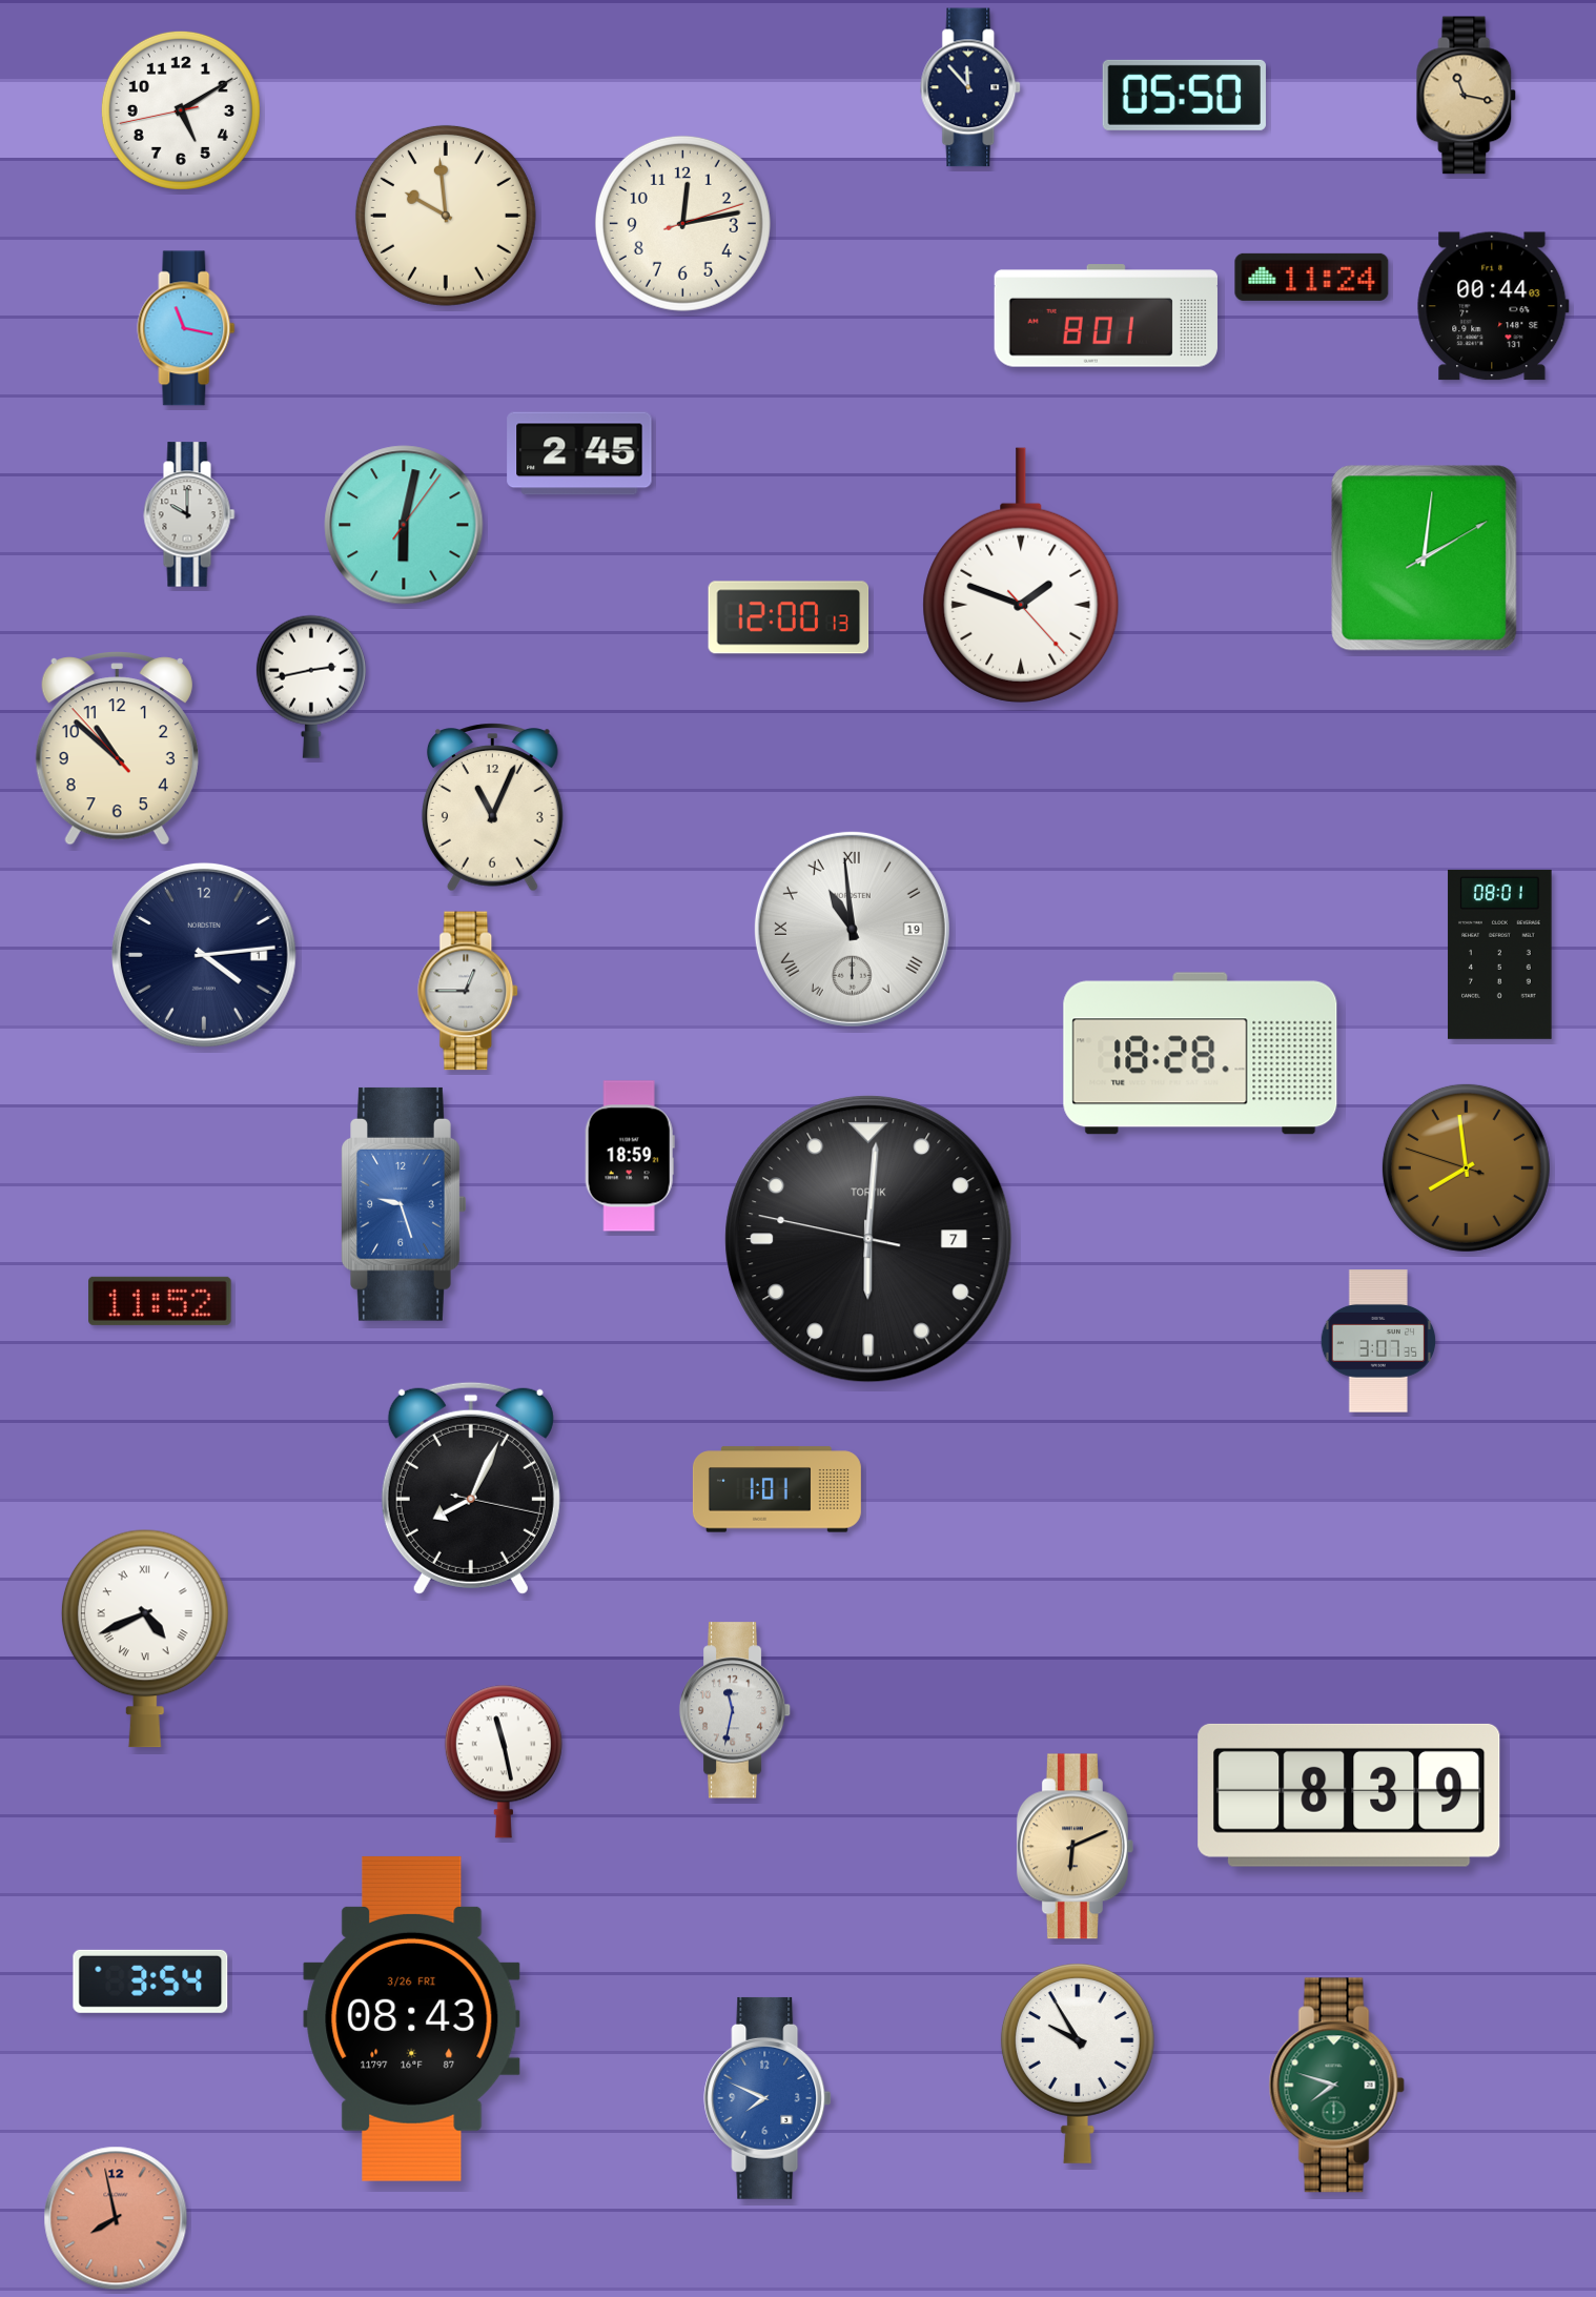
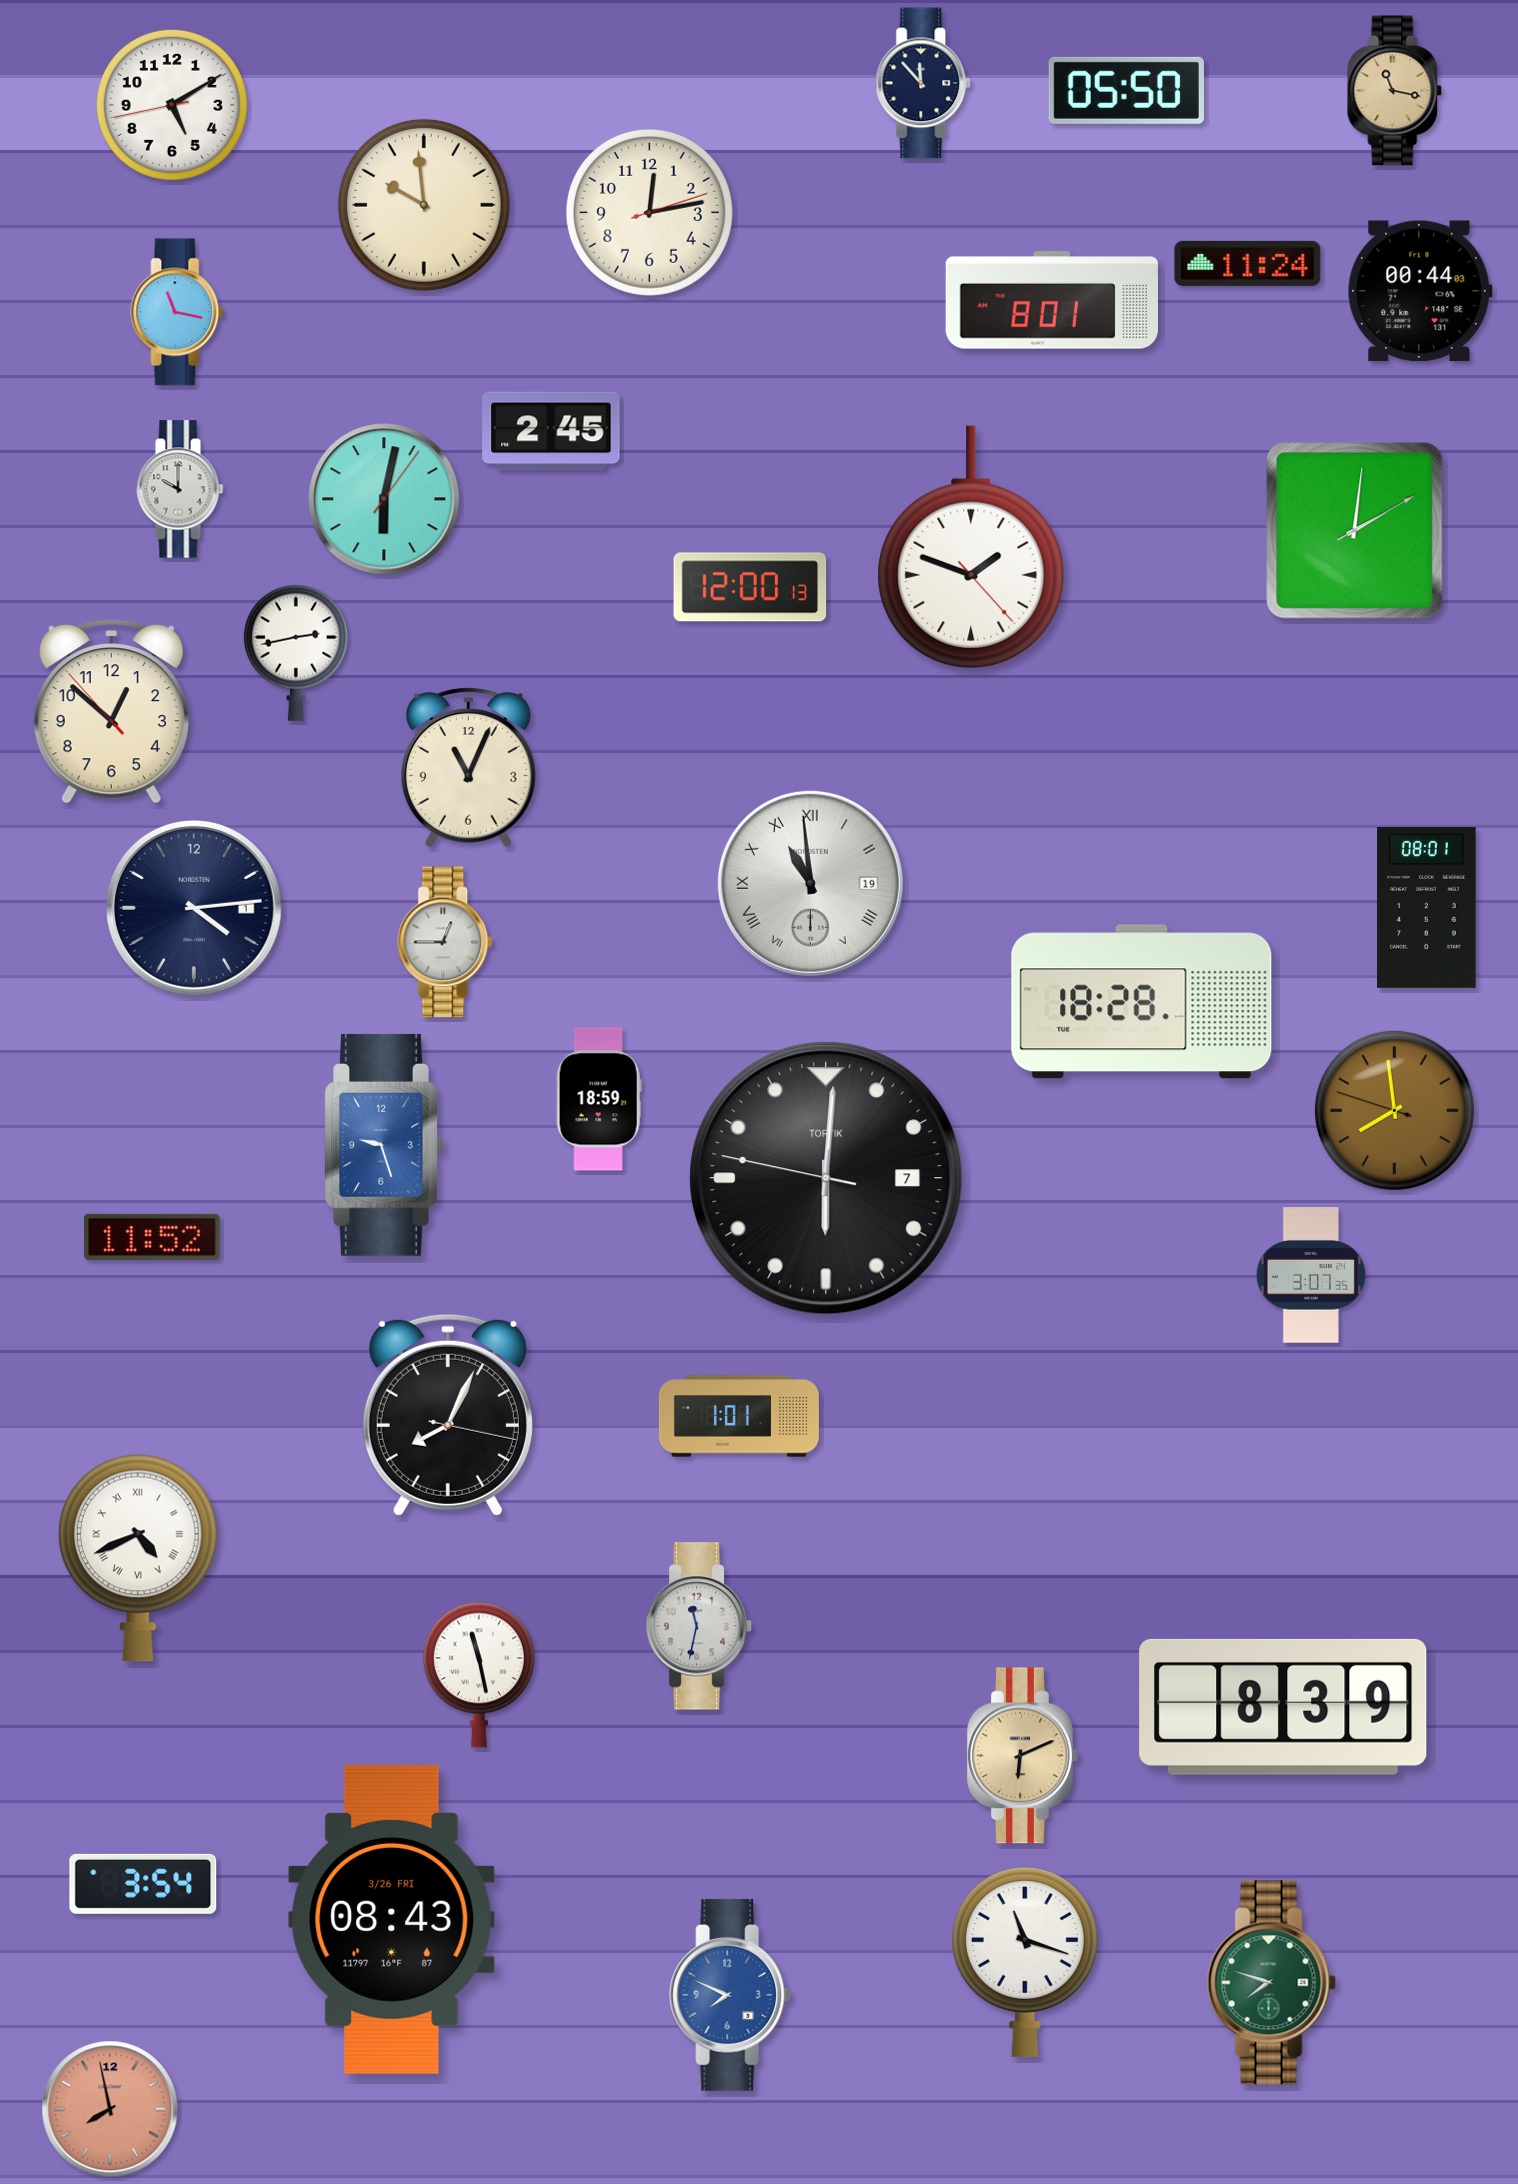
clock at (117, 749): 10:51 -> 12:51
clock at (1078, 2064): 9:55 -> 11:18
